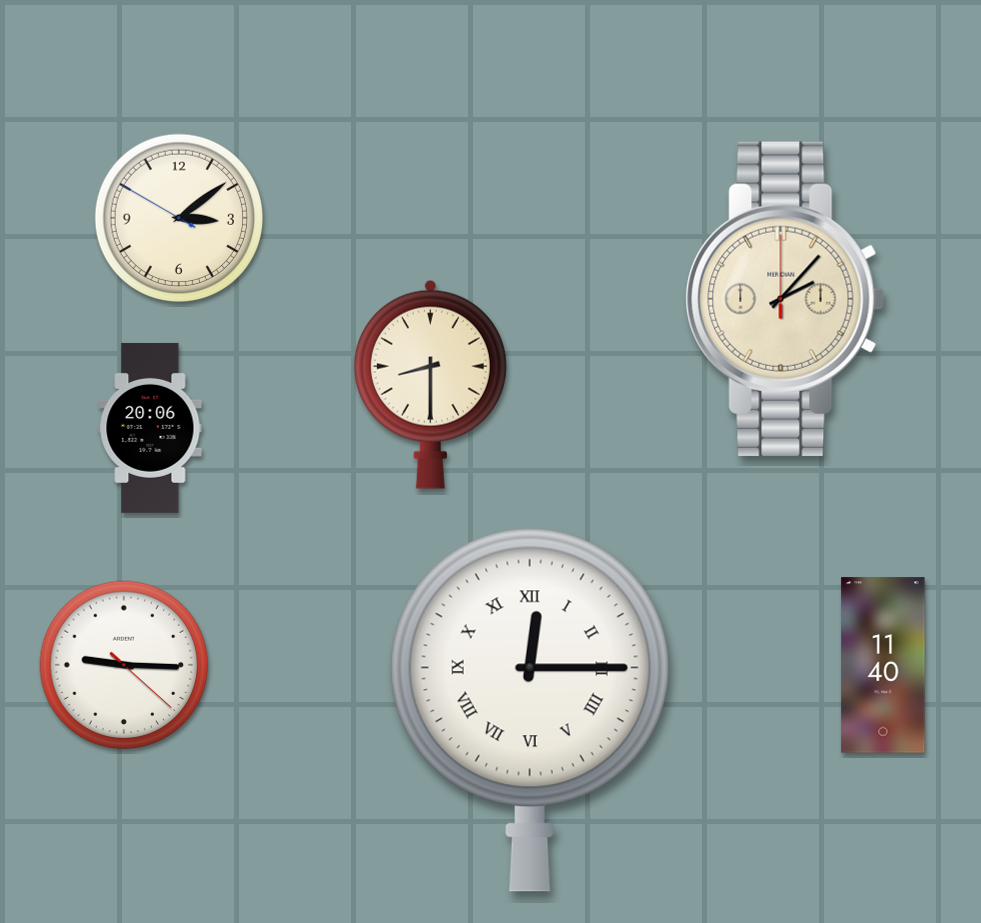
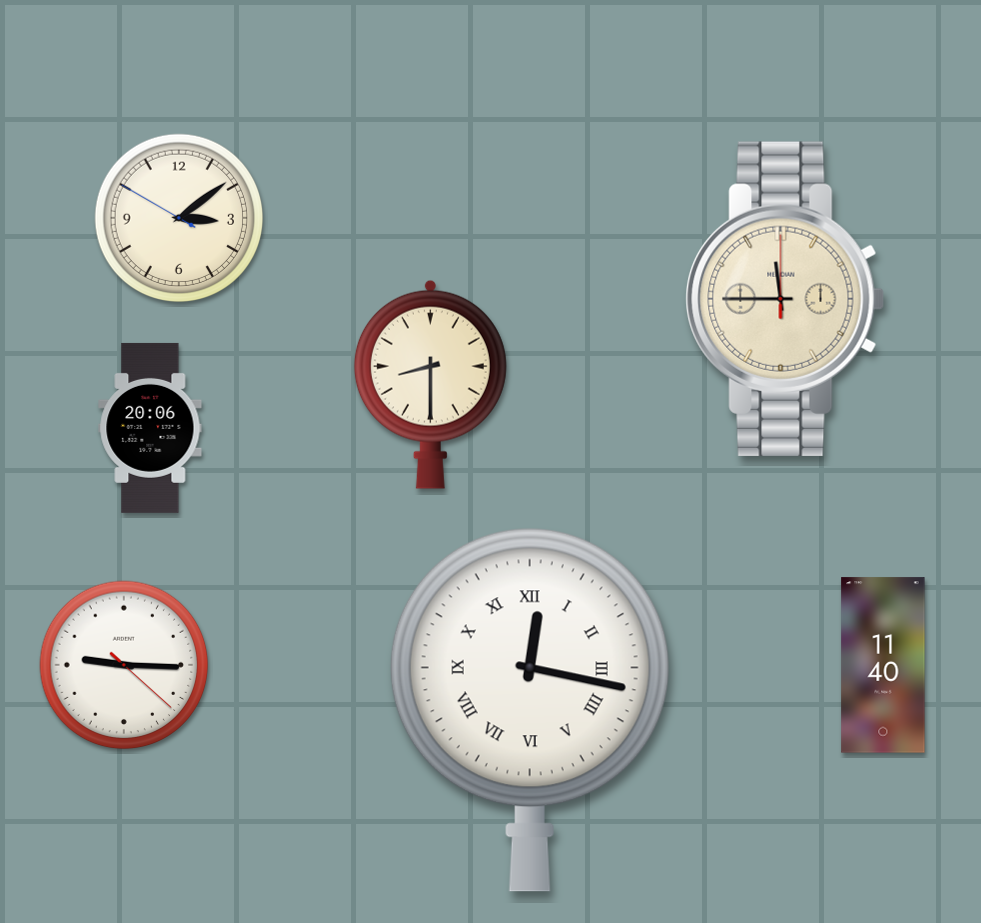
clock at (785, 299): 2:07 -> 11:45
clock at (530, 710): 12:15 -> 12:17
